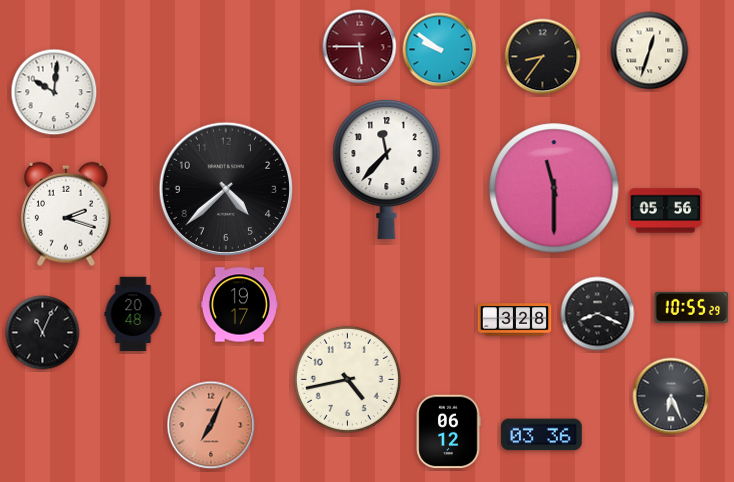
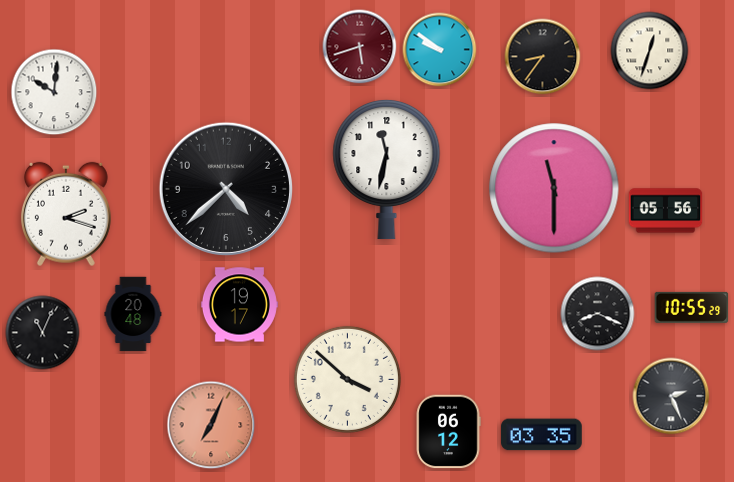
clock at (360, 47): 5:45 -> 5:42
clock at (387, 169): 11:37 -> 11:32
clock at (515, 320): 3:28 -> none
clock at (347, 379): 4:43 -> 3:52
clock at (671, 396): 6:26 -> 2:26
clock at (542, 435): 03:36 -> 03:35
